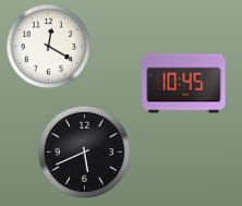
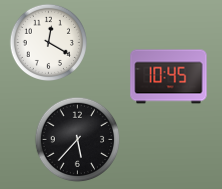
clock at (48, 46) position: (48, 46) -> (48, 42)
clock at (84, 152): 5:41 -> 5:37
